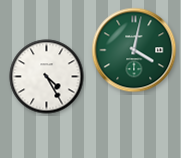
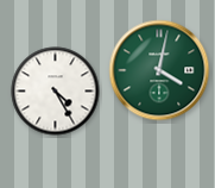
clock at (134, 50) position: (134, 50) -> (159, 70)
